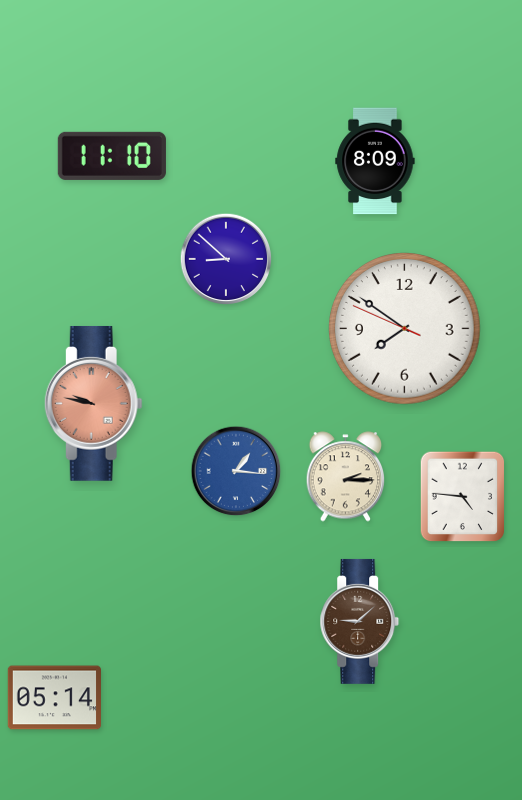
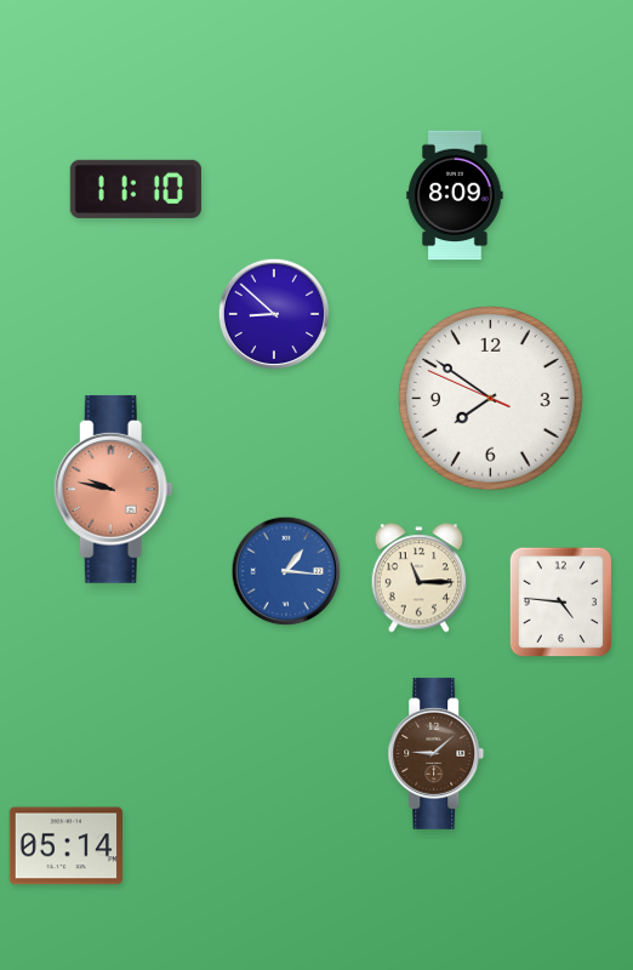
clock at (346, 477): 2:15 -> 11:15
